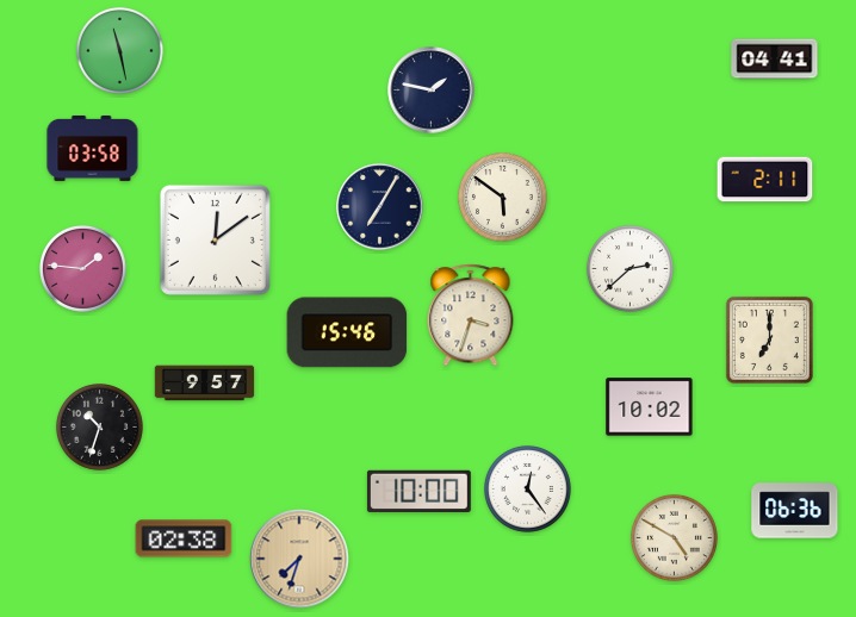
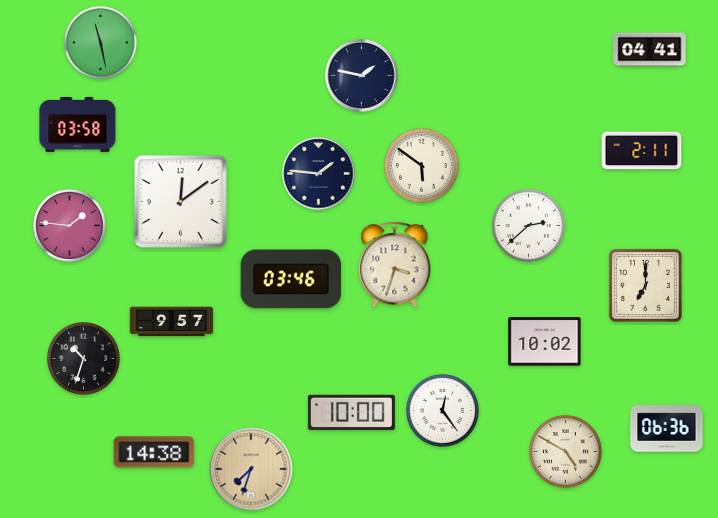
clock at (380, 207): 7:05 -> 1:46
clock at (347, 332): 15:46 -> 03:46
clock at (184, 538): 02:38 -> 14:38
